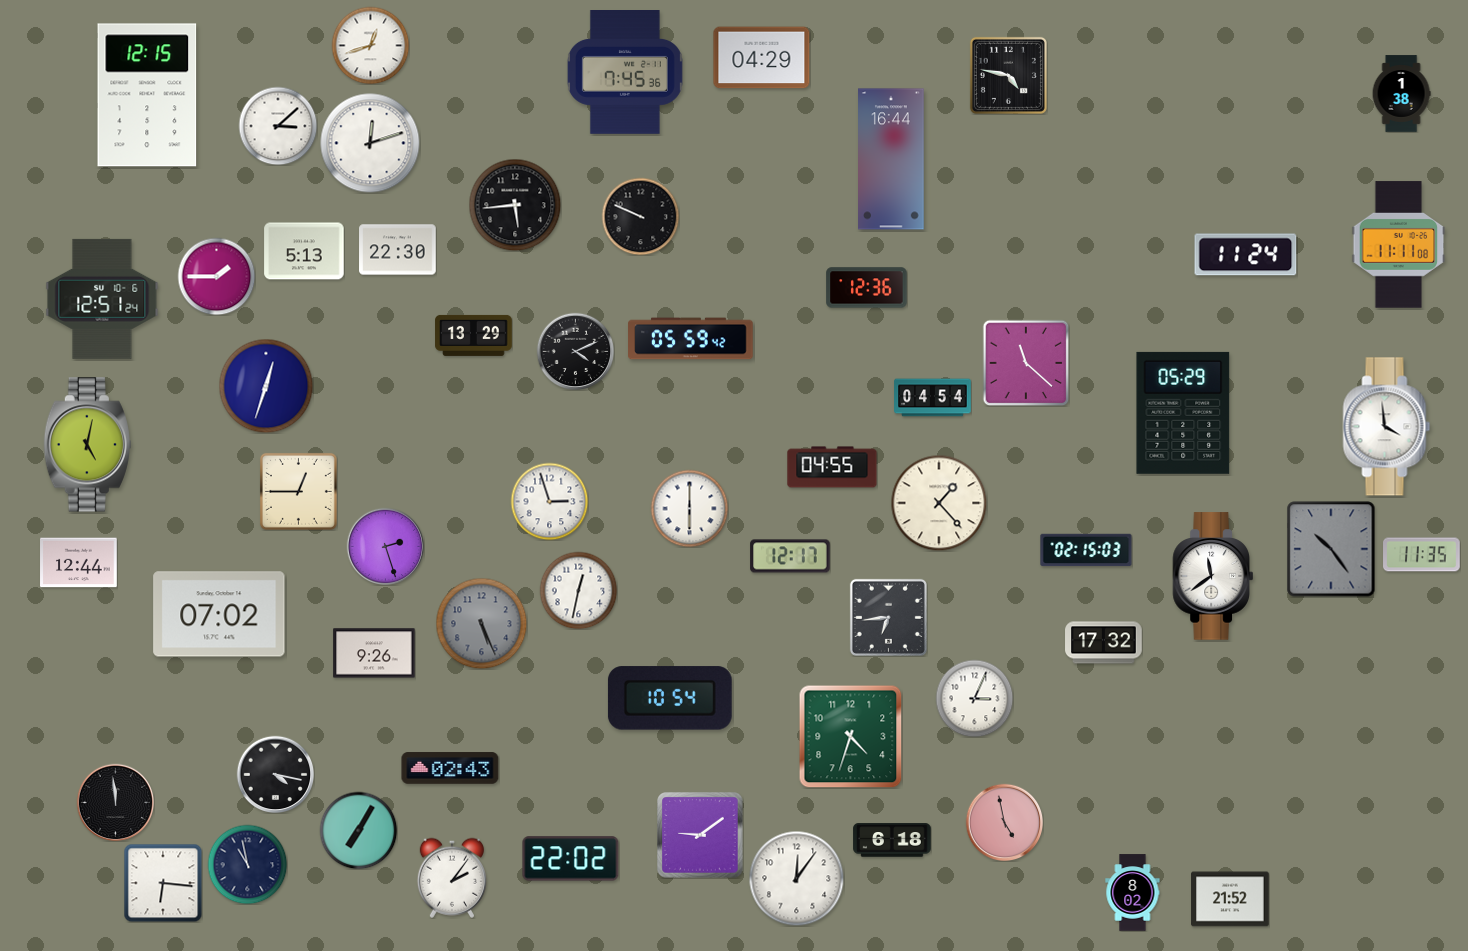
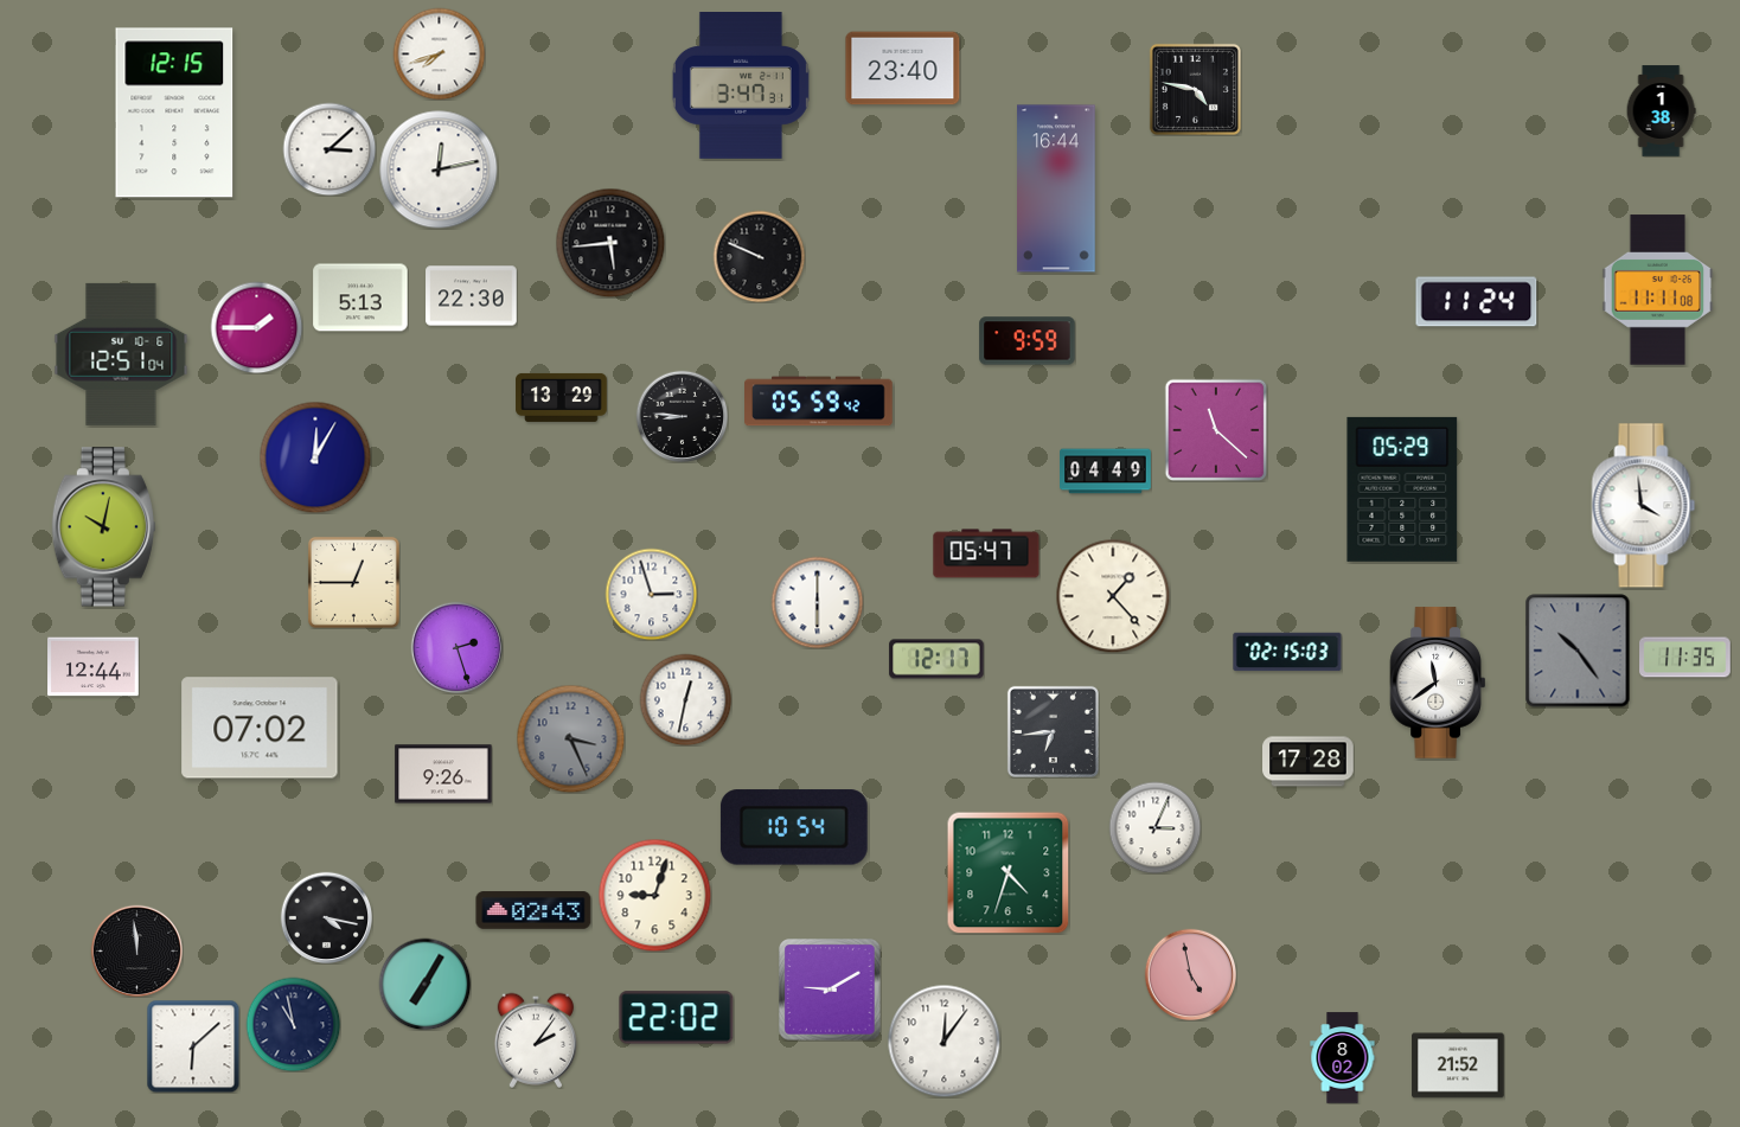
clock at (370, 45): 12:42 -> 7:42
clock at (762, 58): 04:29 -> 23:40
clock at (625, 73): 7:45 -> 3:47
clock at (370, 143): 12:12 -> 12:13
clock at (867, 288): 12:36 -> 9:59
clock at (102, 299): 12:51:24 -> 12:51:04
clock at (575, 351): 4:11 -> 8:46
clock at (266, 386): 12:33 -> 12:05
clock at (933, 398): 04:54 -> 04:49
clock at (87, 445): 5:02 -> 10:02
clock at (832, 467): 04:55 -> 05:47
clock at (481, 623): 5:26 -> 3:26
clock at (1104, 643): 17:32 -> 17:28
clock at (654, 895): none -> 9:03
clock at (700, 835): 9:09 -> 9:10
clock at (892, 840): 6:18 -> none
clock at (163, 883): 6:16 -> 6:08
